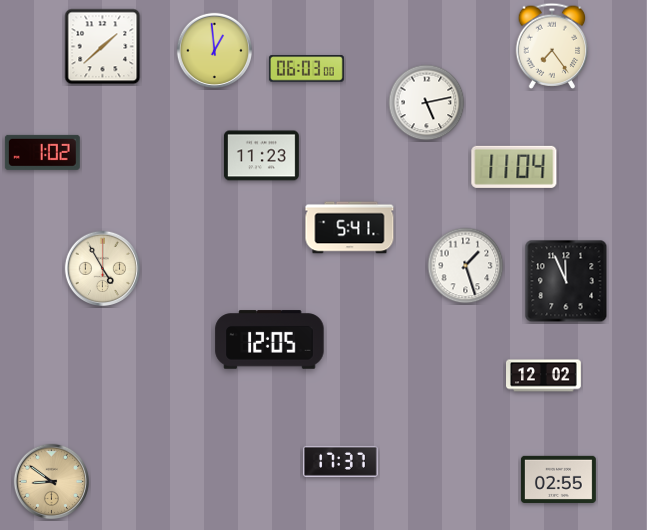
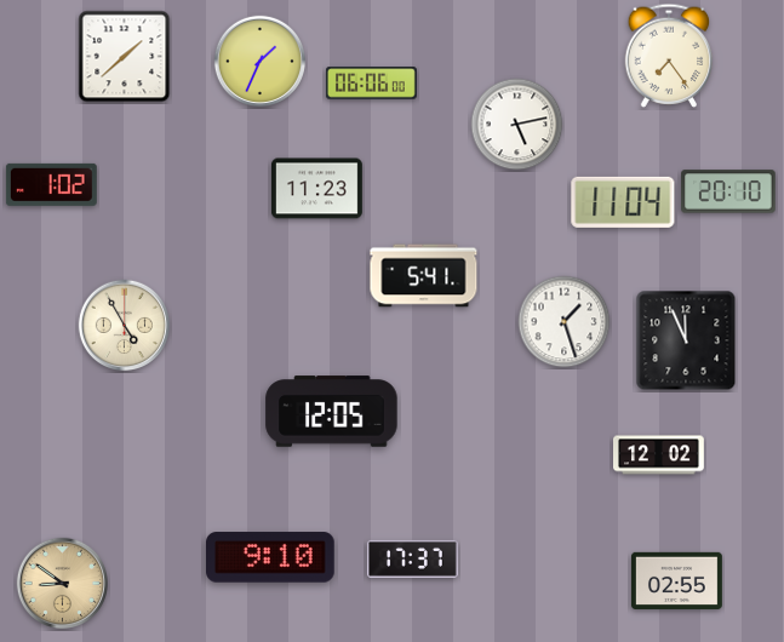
clock at (214, 50): 12:59 -> 1:34
clock at (306, 69): 06:03 -> 06:06
clock at (728, 191): none -> 20:10
clock at (270, 340) position: (270, 340) -> (332, 412)
clock at (271, 557): none -> 9:10
